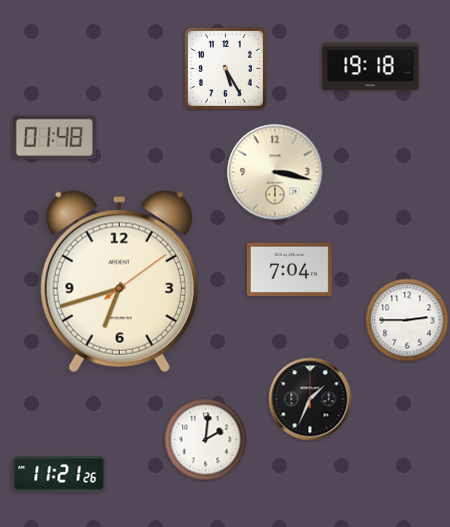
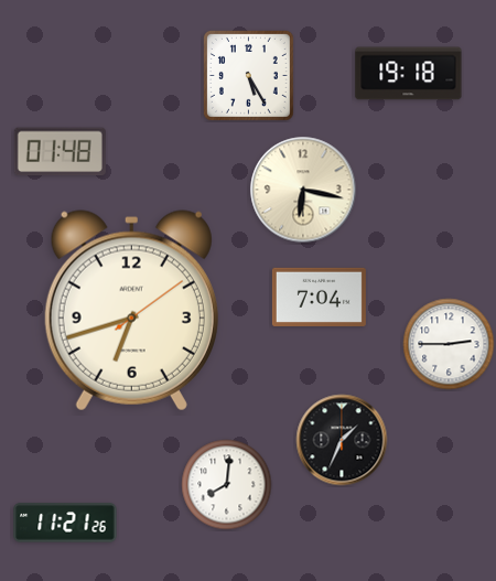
clock at (275, 172): 3:17 -> 6:17
clock at (407, 320) position: (407, 320) -> (449, 344)
clock at (206, 440): 2:01 -> 8:01
